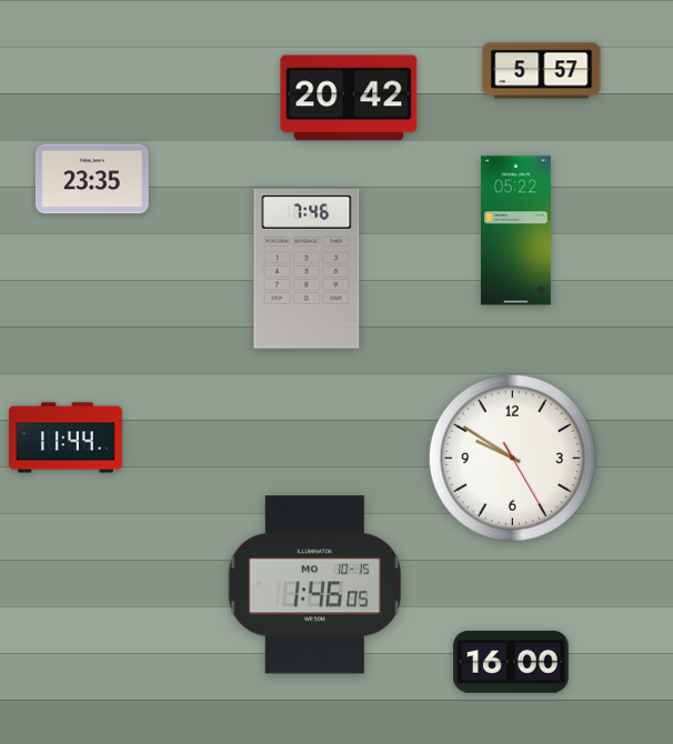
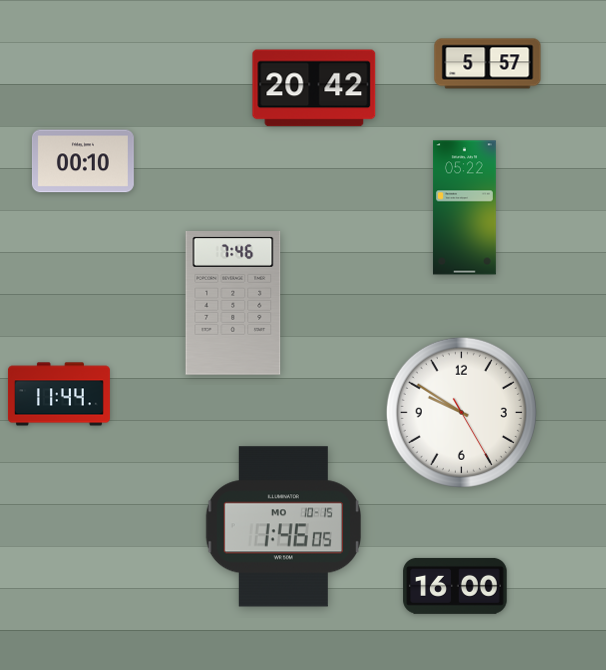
clock at (92, 179): 23:35 -> 00:10
clock at (307, 270) position: (307, 270) -> (233, 304)
clock at (511, 662) position: (511, 662) -> (455, 586)
